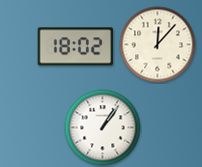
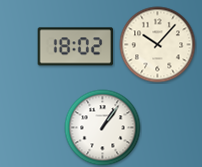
clock at (158, 45): 12:07 -> 10:07
